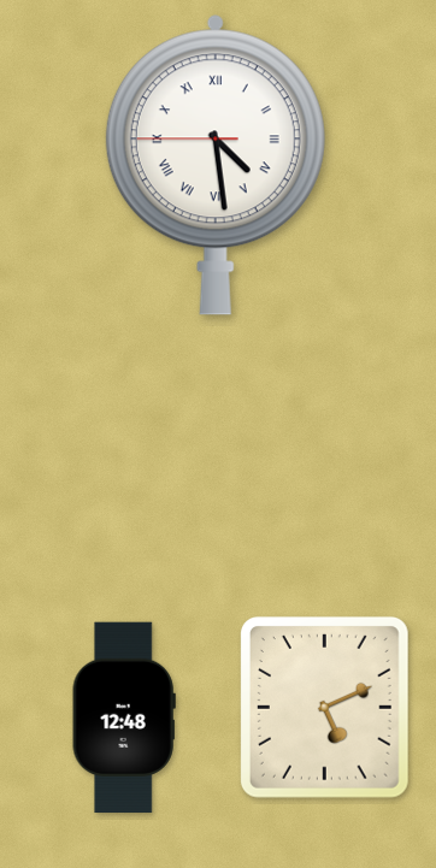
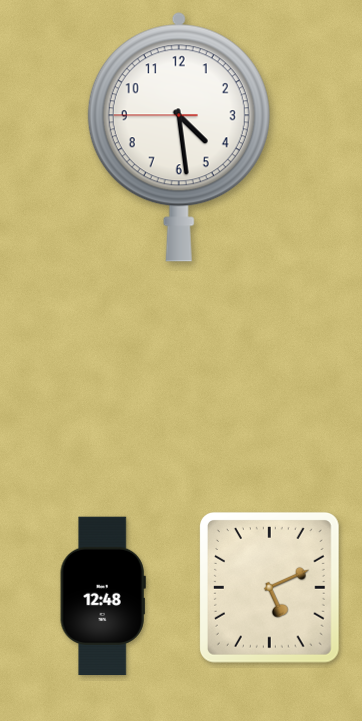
clock at (216, 165) numerals: Roman -> Arabic
